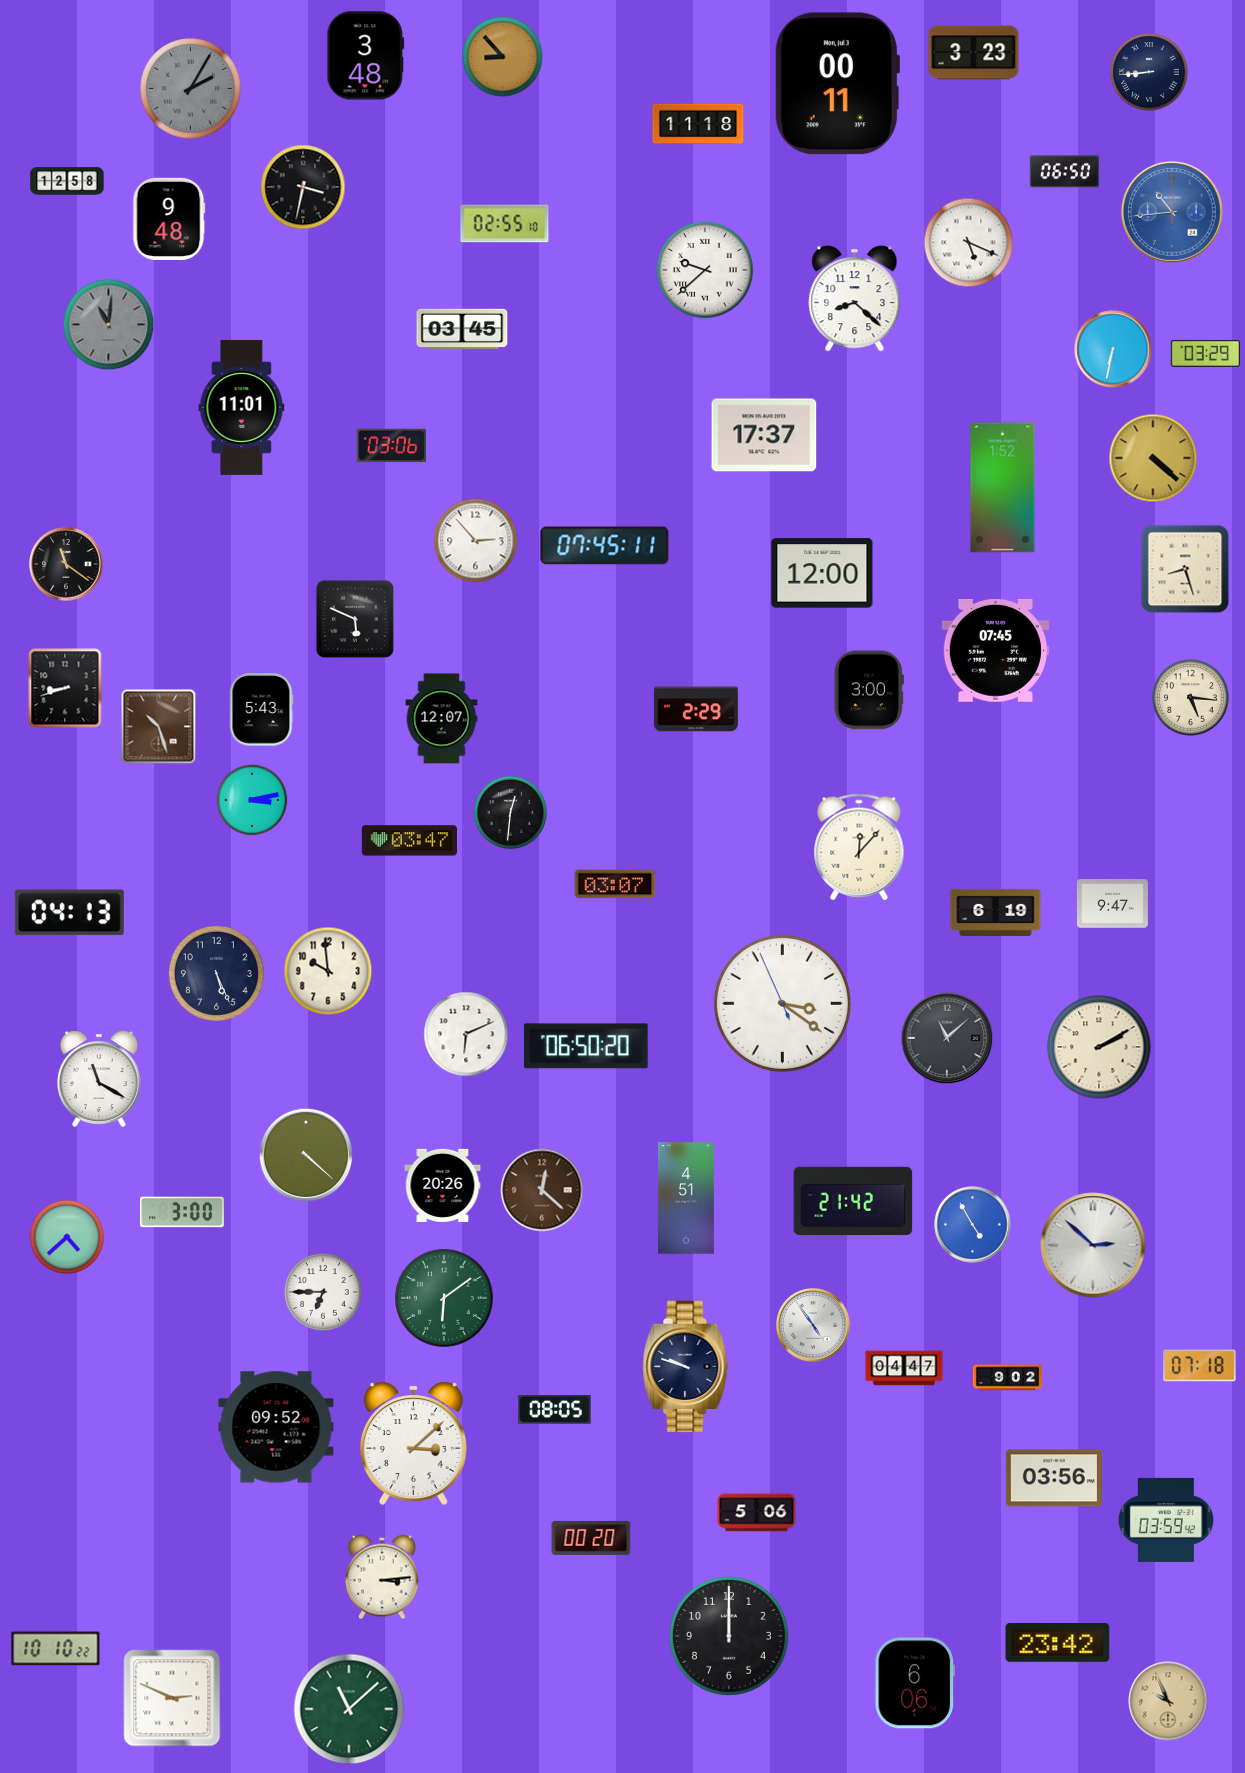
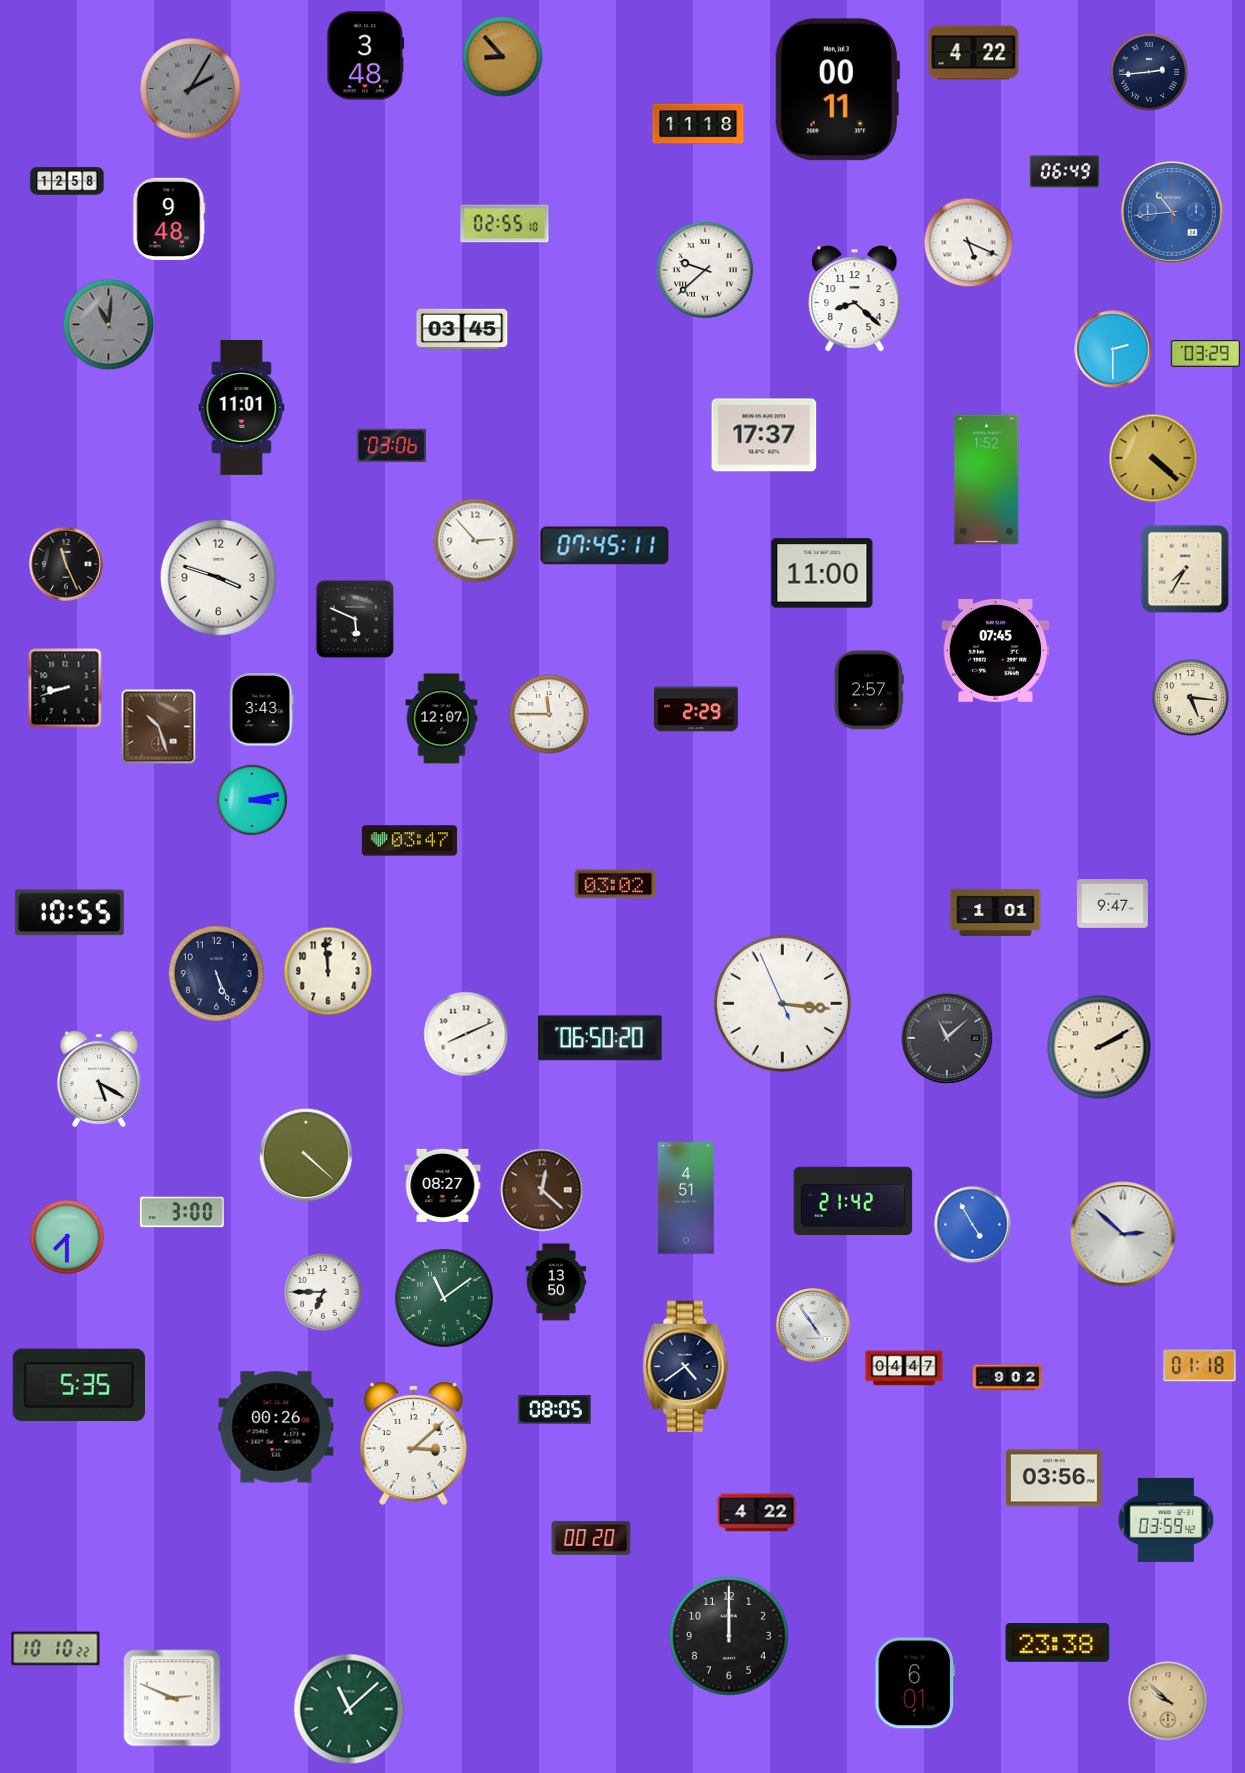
clock at (974, 53): 3:23 -> 4:22
clock at (1149, 72): 8:44 -> 2:44
clock at (837, 84) position: (837, 84) -> (837, 90)
clock at (1064, 172): 06:50 -> 06:49
clock at (303, 187): 3:32 -> none
clock at (1113, 349): 6:32 -> 2:30
clock at (1003, 488) position: (1003, 488) -> (987, 480)
clock at (66, 564): 11:21 -> 11:26
clock at (1185, 569): 8:27 -> 7:35
clock at (822, 573): 12:00 -> 11:00
clock at (218, 577): none -> 3:48
clock at (869, 690): 3:00 -> 2:57
clock at (261, 710): 5:43 -> 3:43
clock at (549, 714): none -> 11:45
clock at (510, 812): 12:31 -> none
clock at (859, 847): 12:07 -> none
clock at (615, 884): 03:07 -> 03:02
clock at (996, 912): 6:19 -> 1:01
clock at (69, 913): 04:13 -> 10:55
clock at (328, 971): 9:59 -> 11:59
clock at (782, 1003): 3:20 -> 3:15
clock at (466, 1034): 6:11 -> 8:11
clock at (587, 1046) position: (587, 1046) -> (601, 1038)
clock at (100, 1079): 11:20 -> 5:20
clock at (443, 1185): 20:26 -> 08:27
clock at (67, 1237): 4:38 -> 7:30
clock at (1093, 1245) position: (1093, 1245) -> (1123, 1234)
clock at (556, 1282): none -> 13:50
clock at (445, 1299): 6:09 -> 11:09
clock at (1200, 1366): 07:18 -> 01:18
clock at (686, 1367): 9:48 -> 4:39
clock at (79, 1385): none -> 5:35
clock at (276, 1427): 09:52 -> 00:26
clock at (757, 1513): 5:06 -> 4:22
clock at (382, 1577): 3:14 -> none
clock at (1058, 1643): 23:42 -> 23:38
clock at (915, 1683): 6:06 -> 6:01
clock at (1168, 1701): 9:56 -> 9:52
